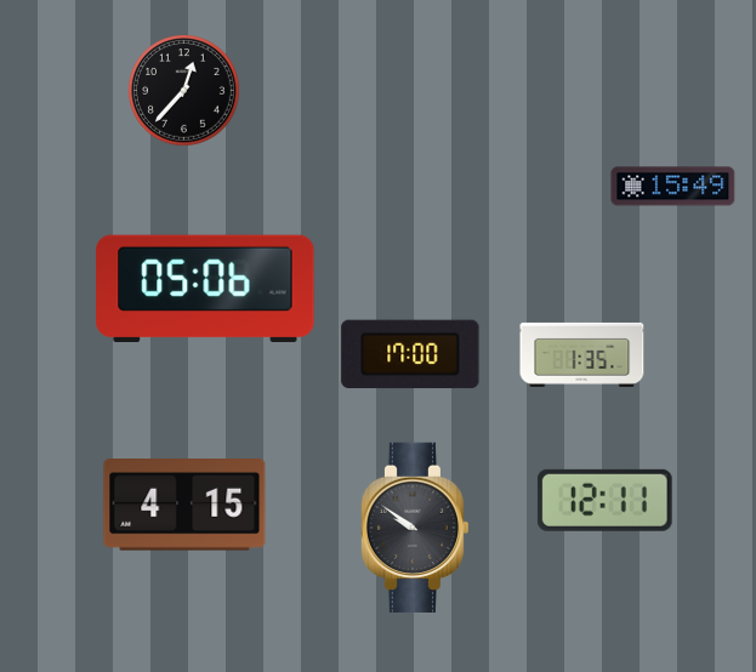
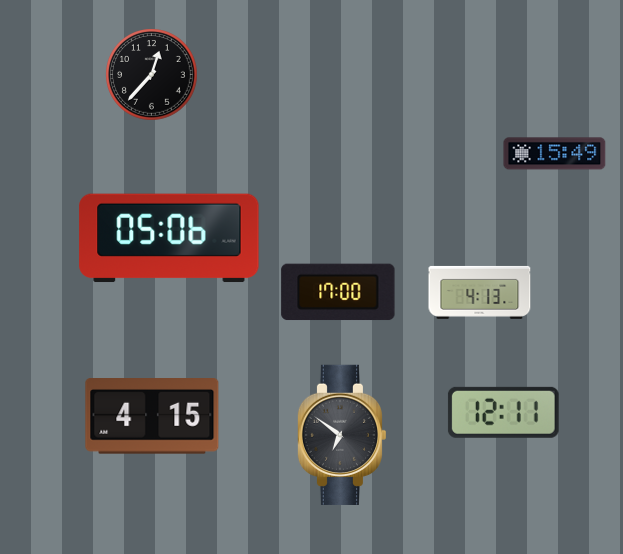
clock at (582, 354): 1:35 -> 4:13
clock at (604, 500) position: (604, 500) -> (503, 412)
clock at (414, 528): 9:51 -> 6:51
